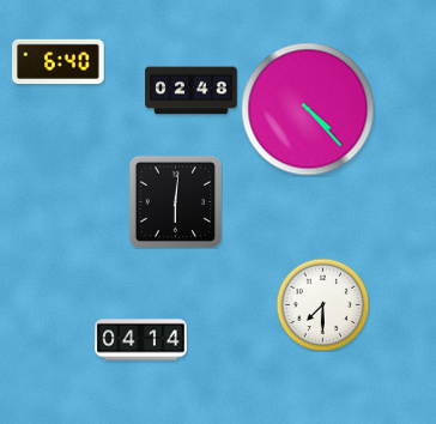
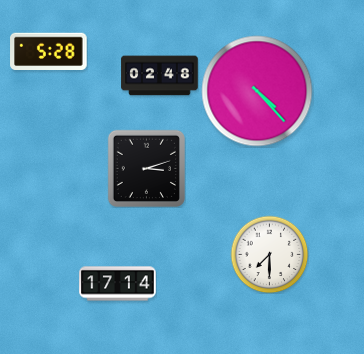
clock at (59, 62): 6:40 -> 5:28
clock at (175, 201): 6:01 -> 3:12
clock at (141, 340): 04:14 -> 17:14
